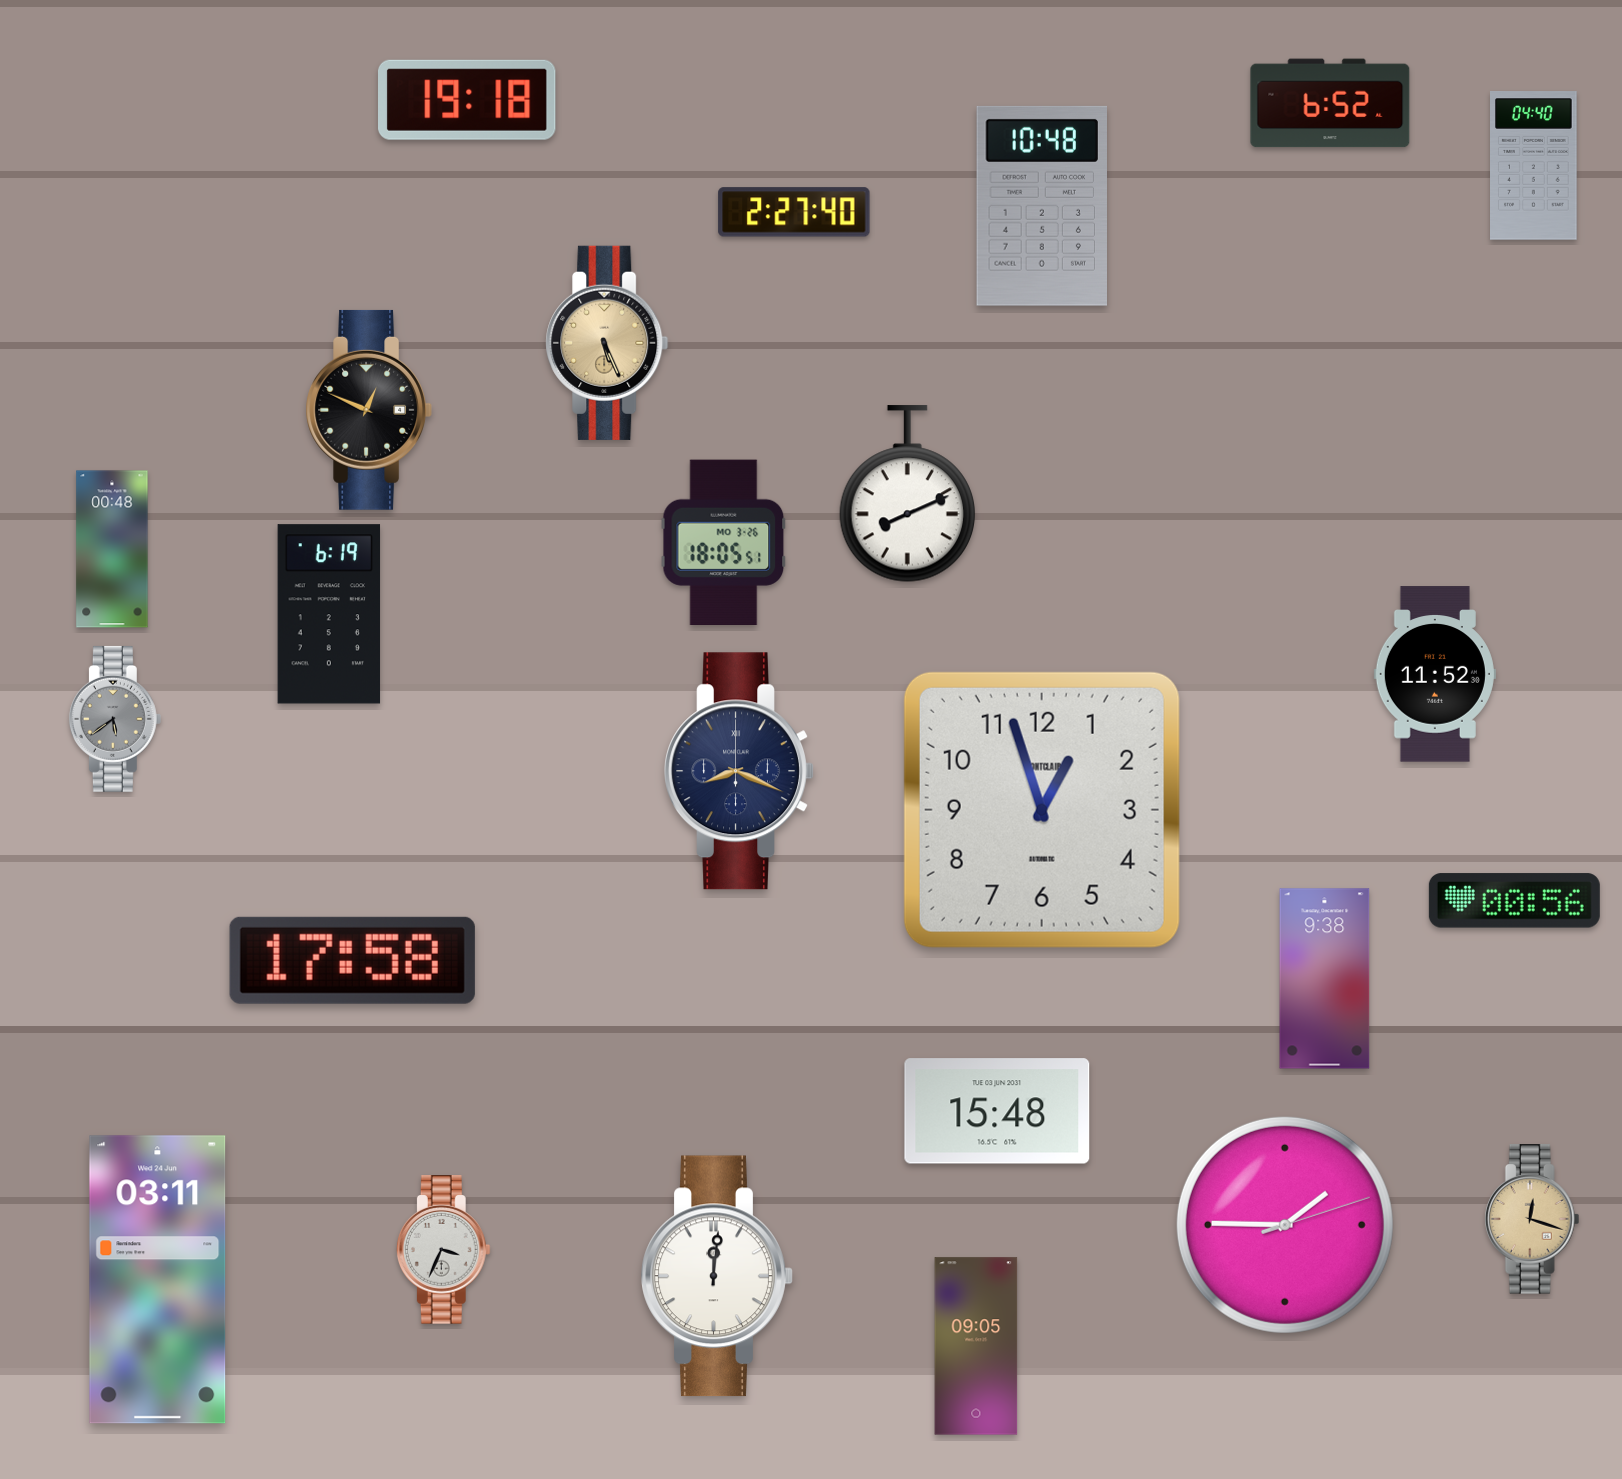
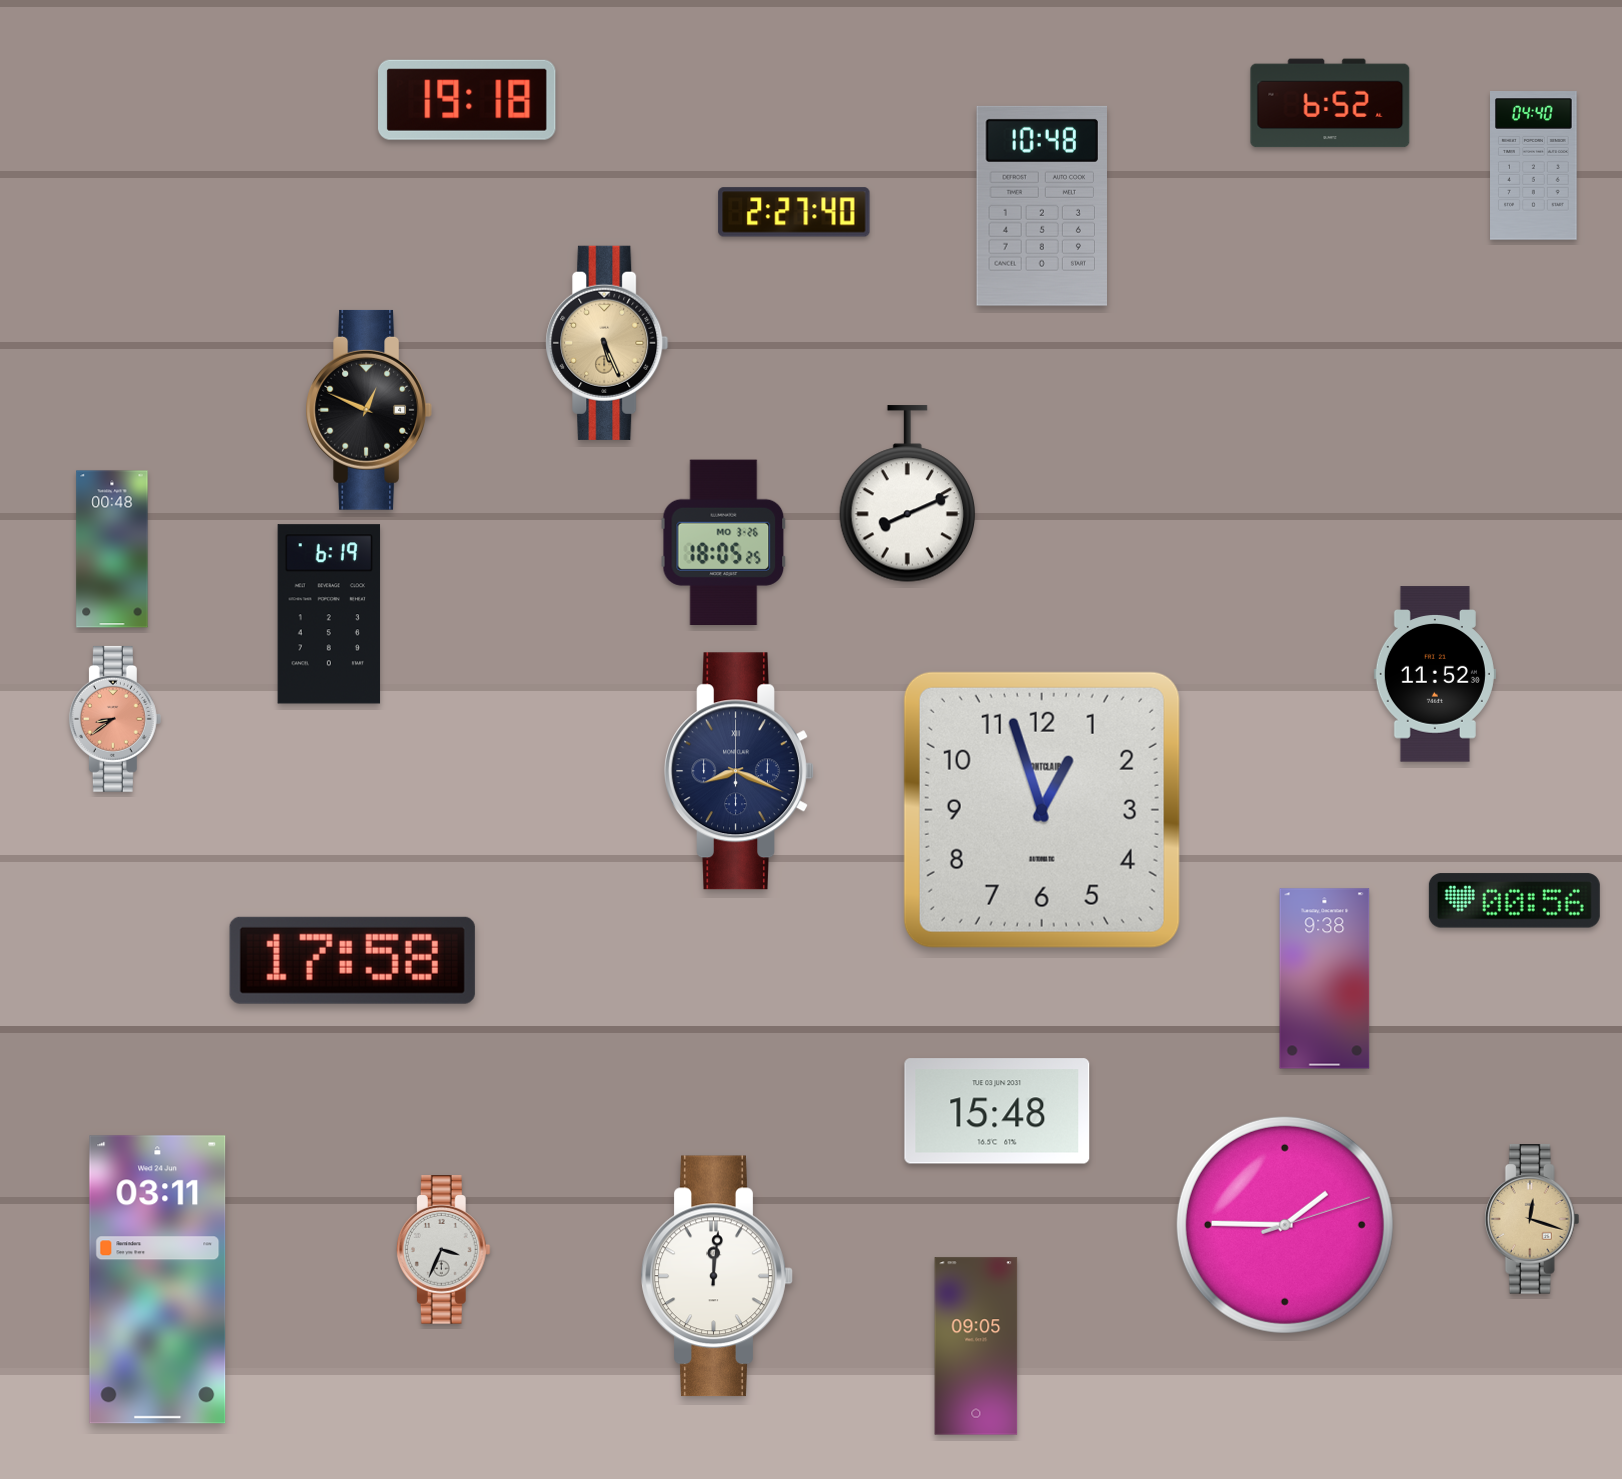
clock at (724, 542): 18:05:51 -> 18:05:25
clock at (115, 719): 5:39 -> 8:39
clock at (115, 719) dial: grey -> salmon
